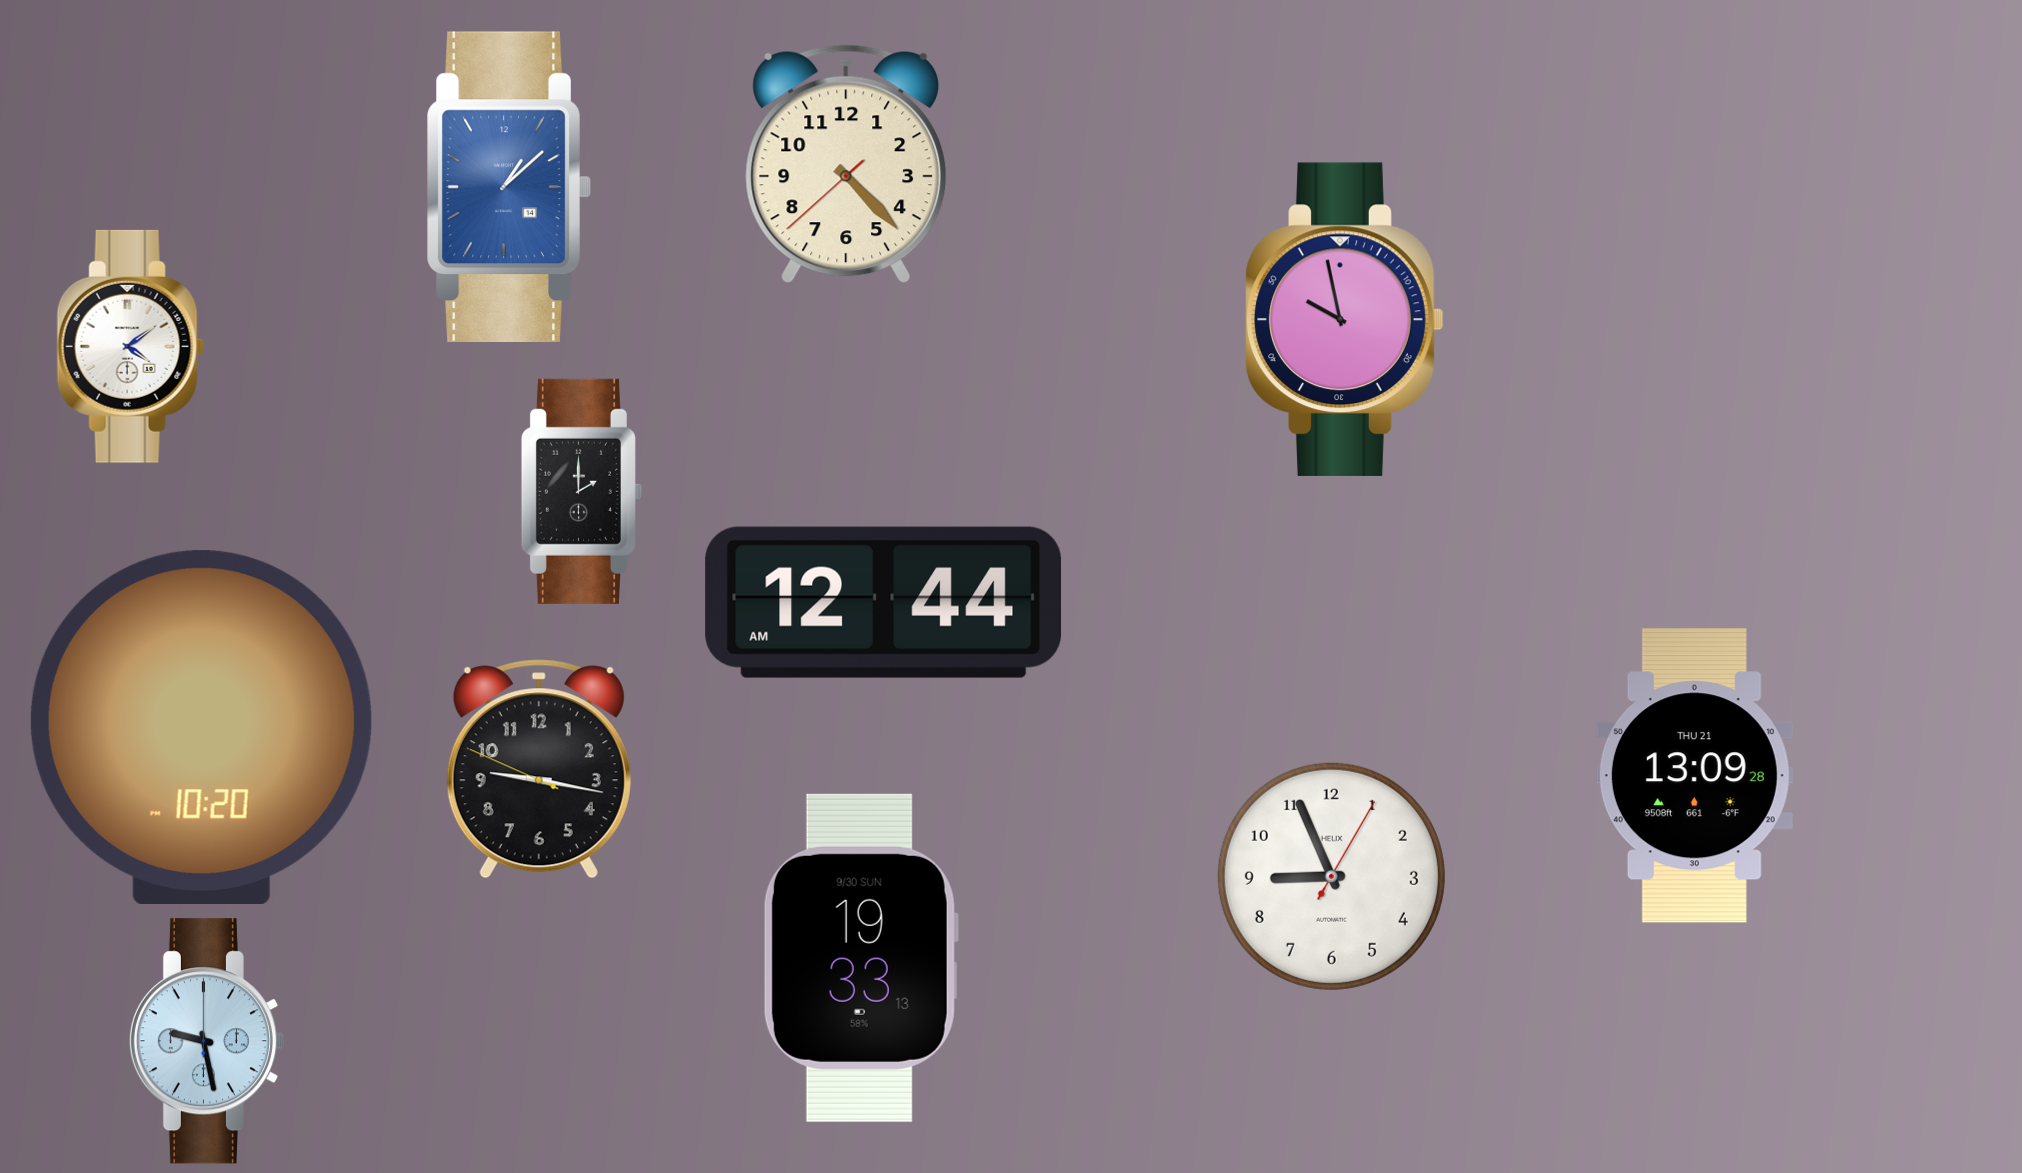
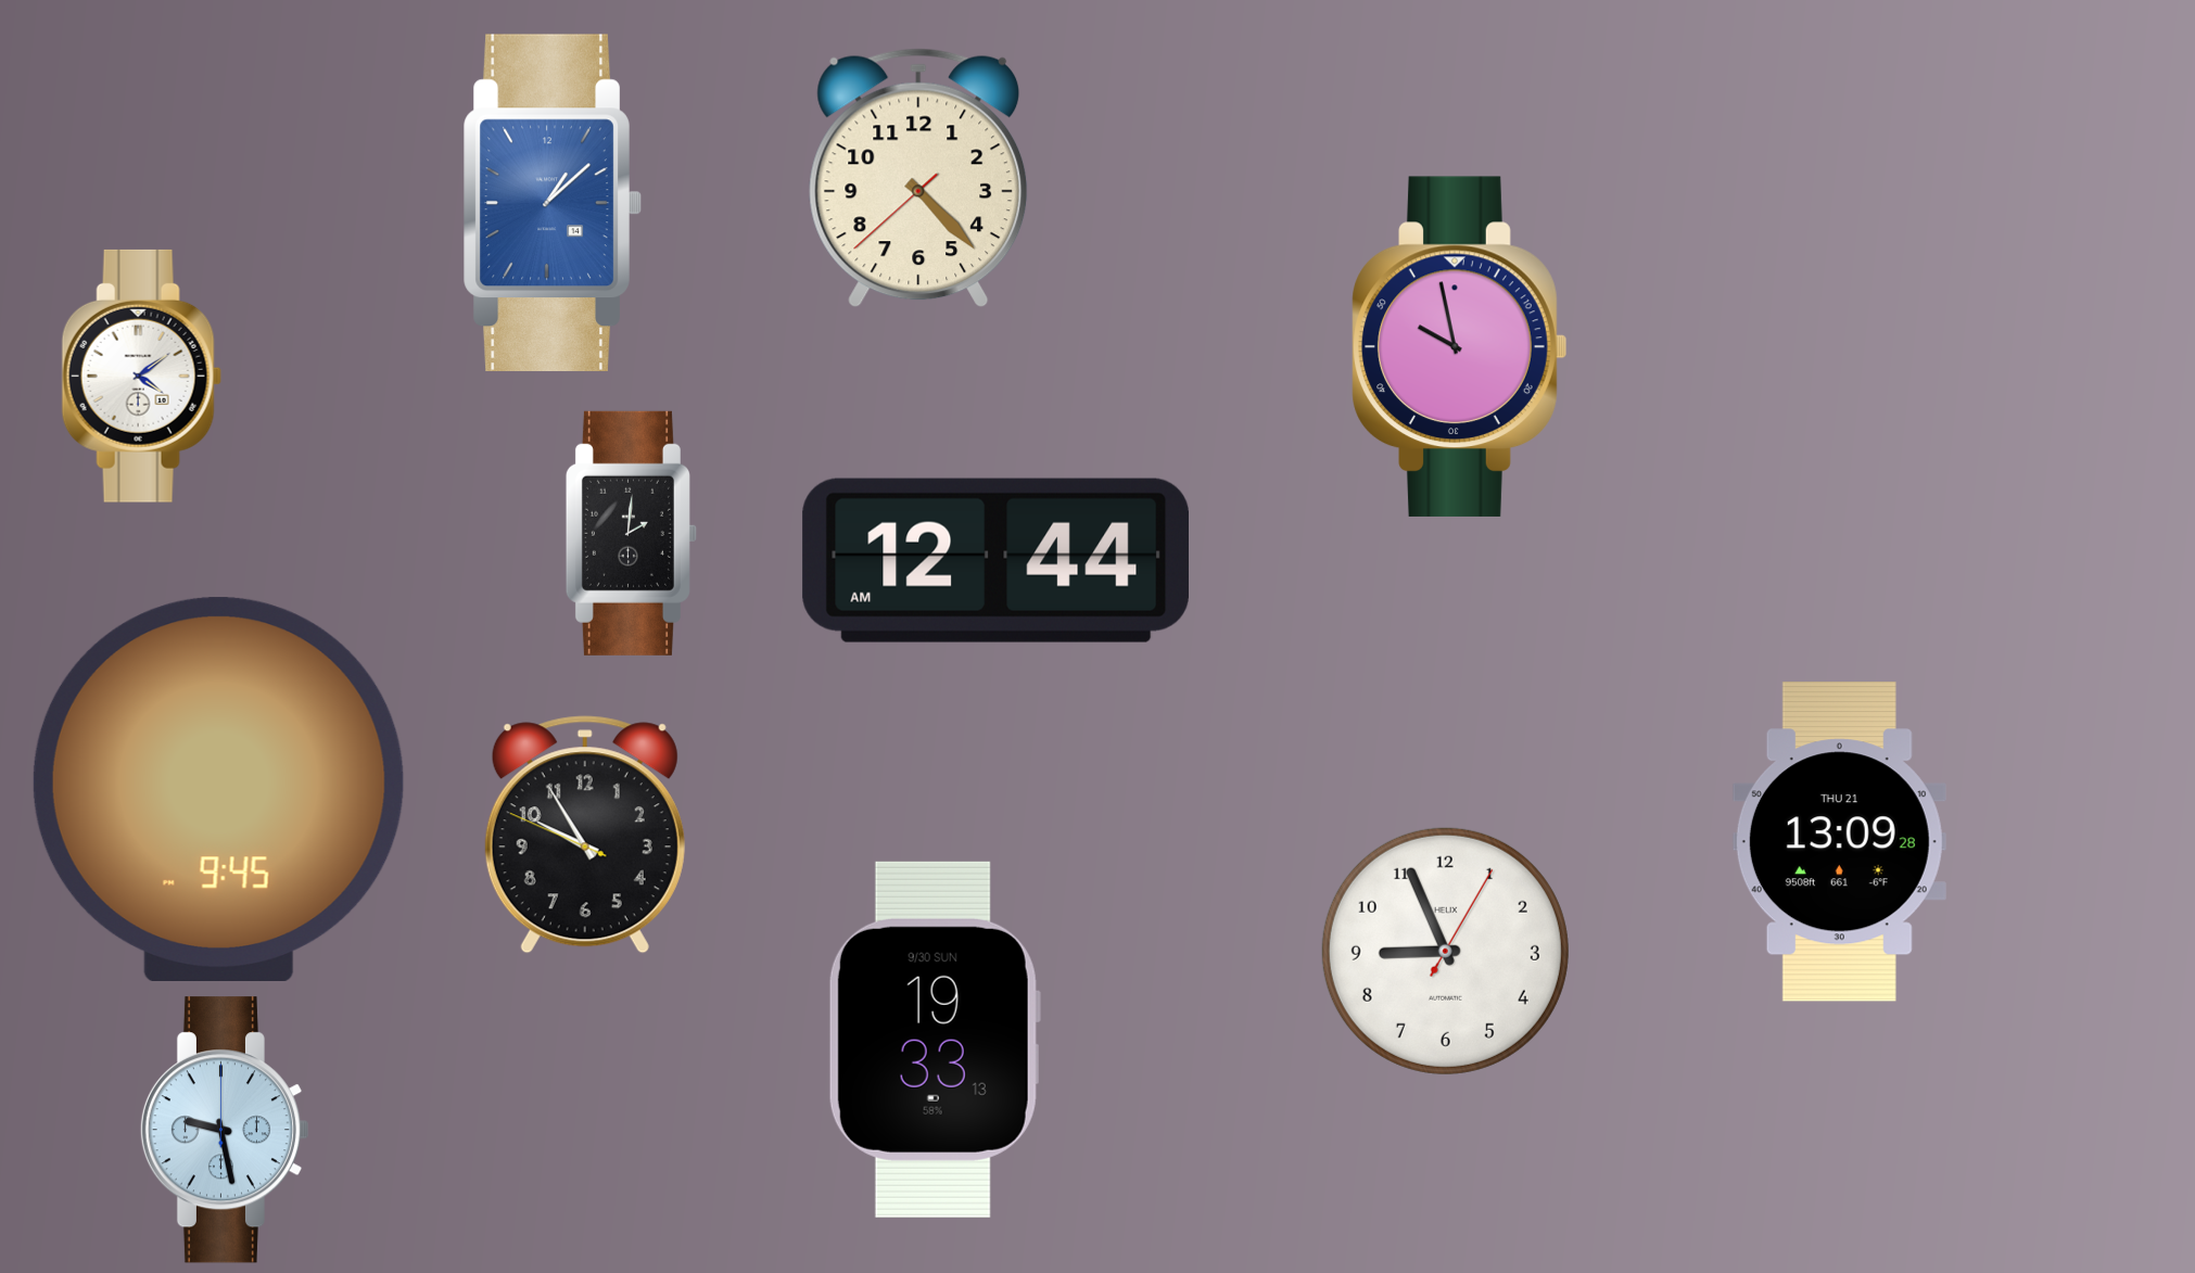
clock at (581, 491): 2:00 -> 2:01
clock at (883, 602) position: (883, 602) -> (995, 560)
clock at (201, 727): 10:20 -> 9:45
clock at (539, 769): 9:16 -> 9:54
